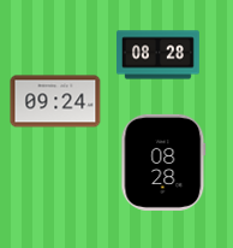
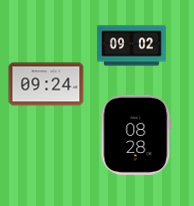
clock at (159, 55): 08:28 -> 09:02
